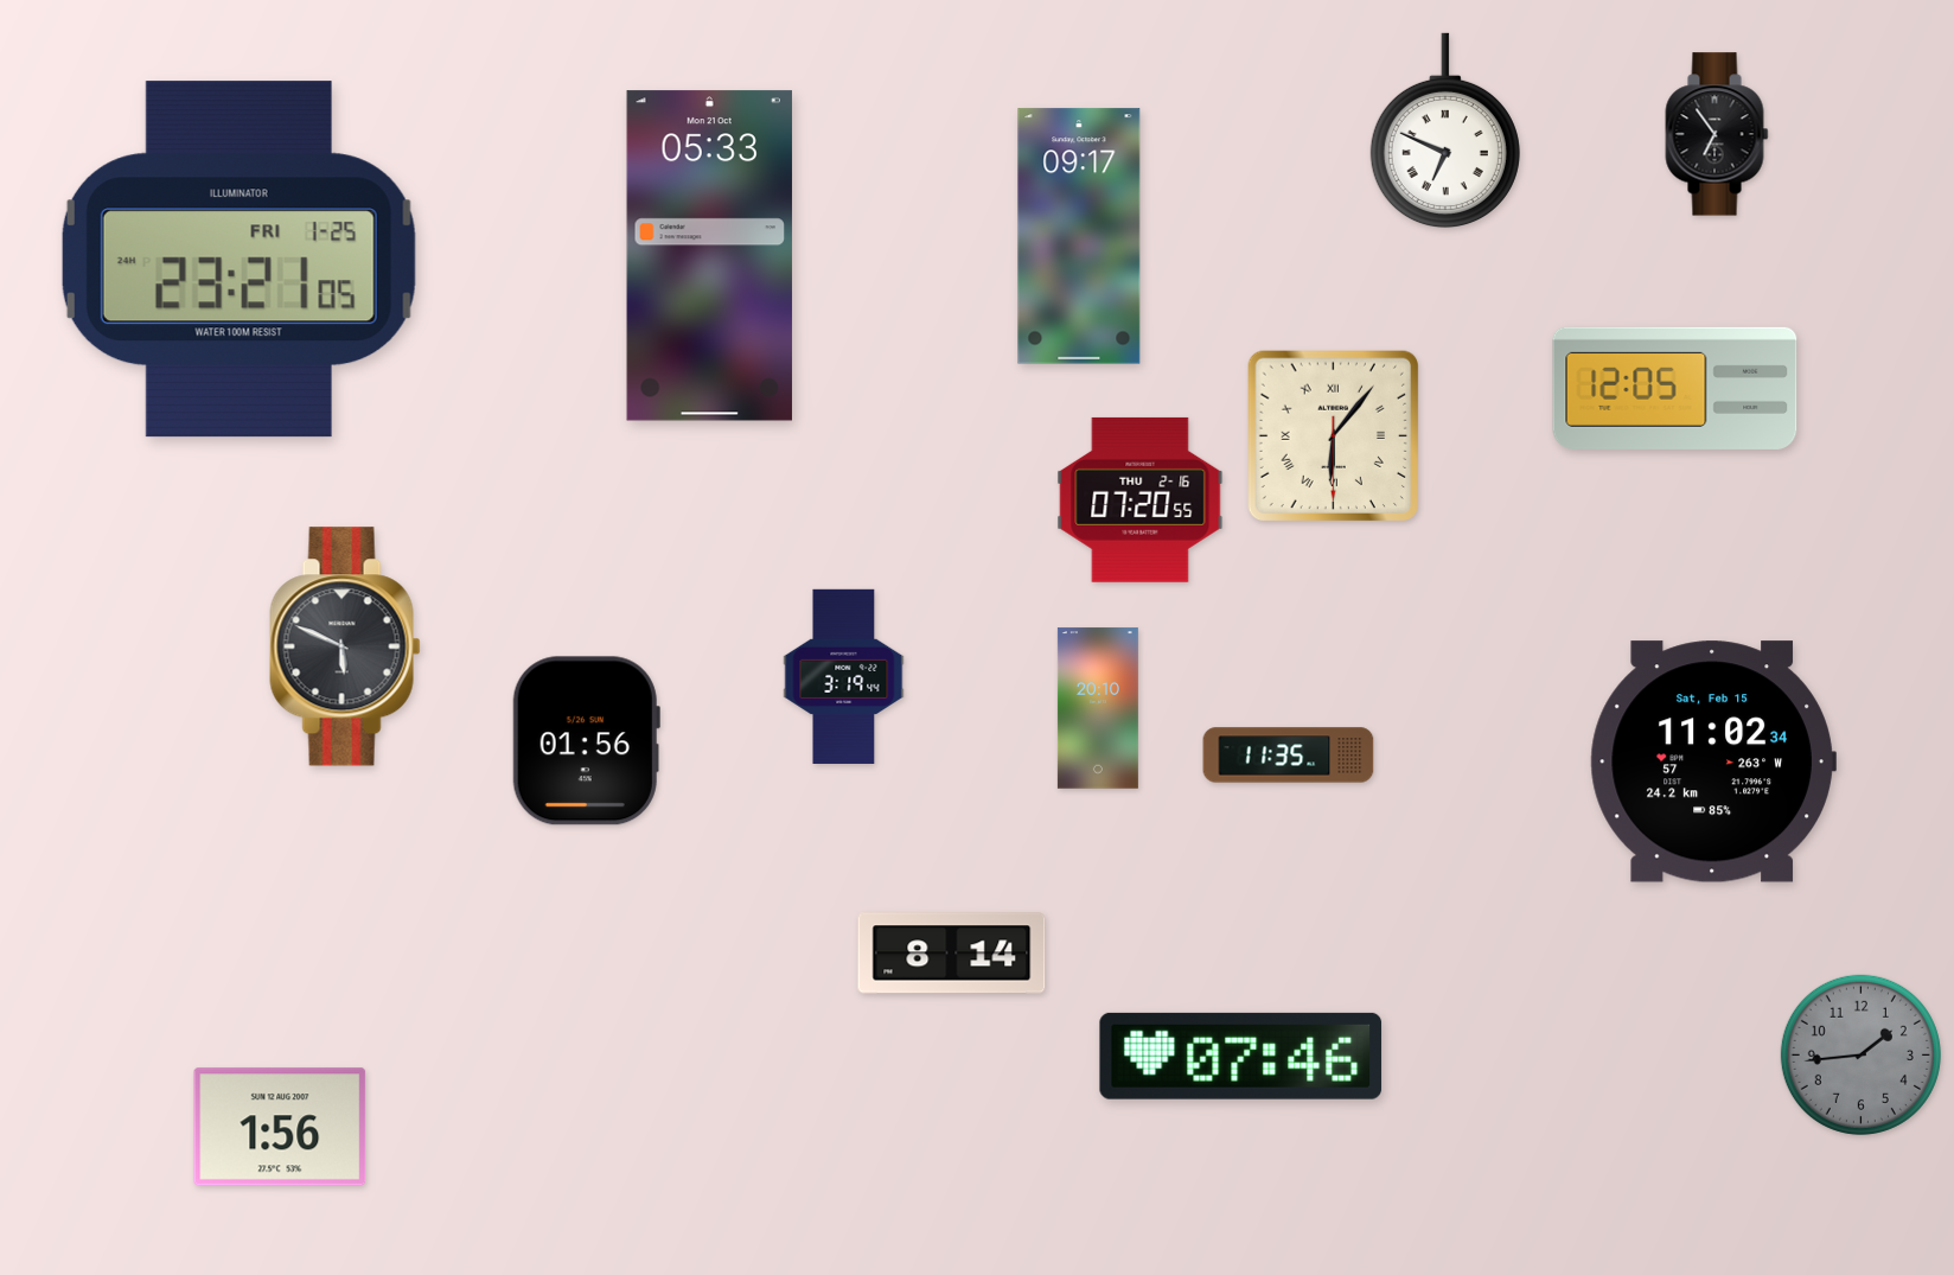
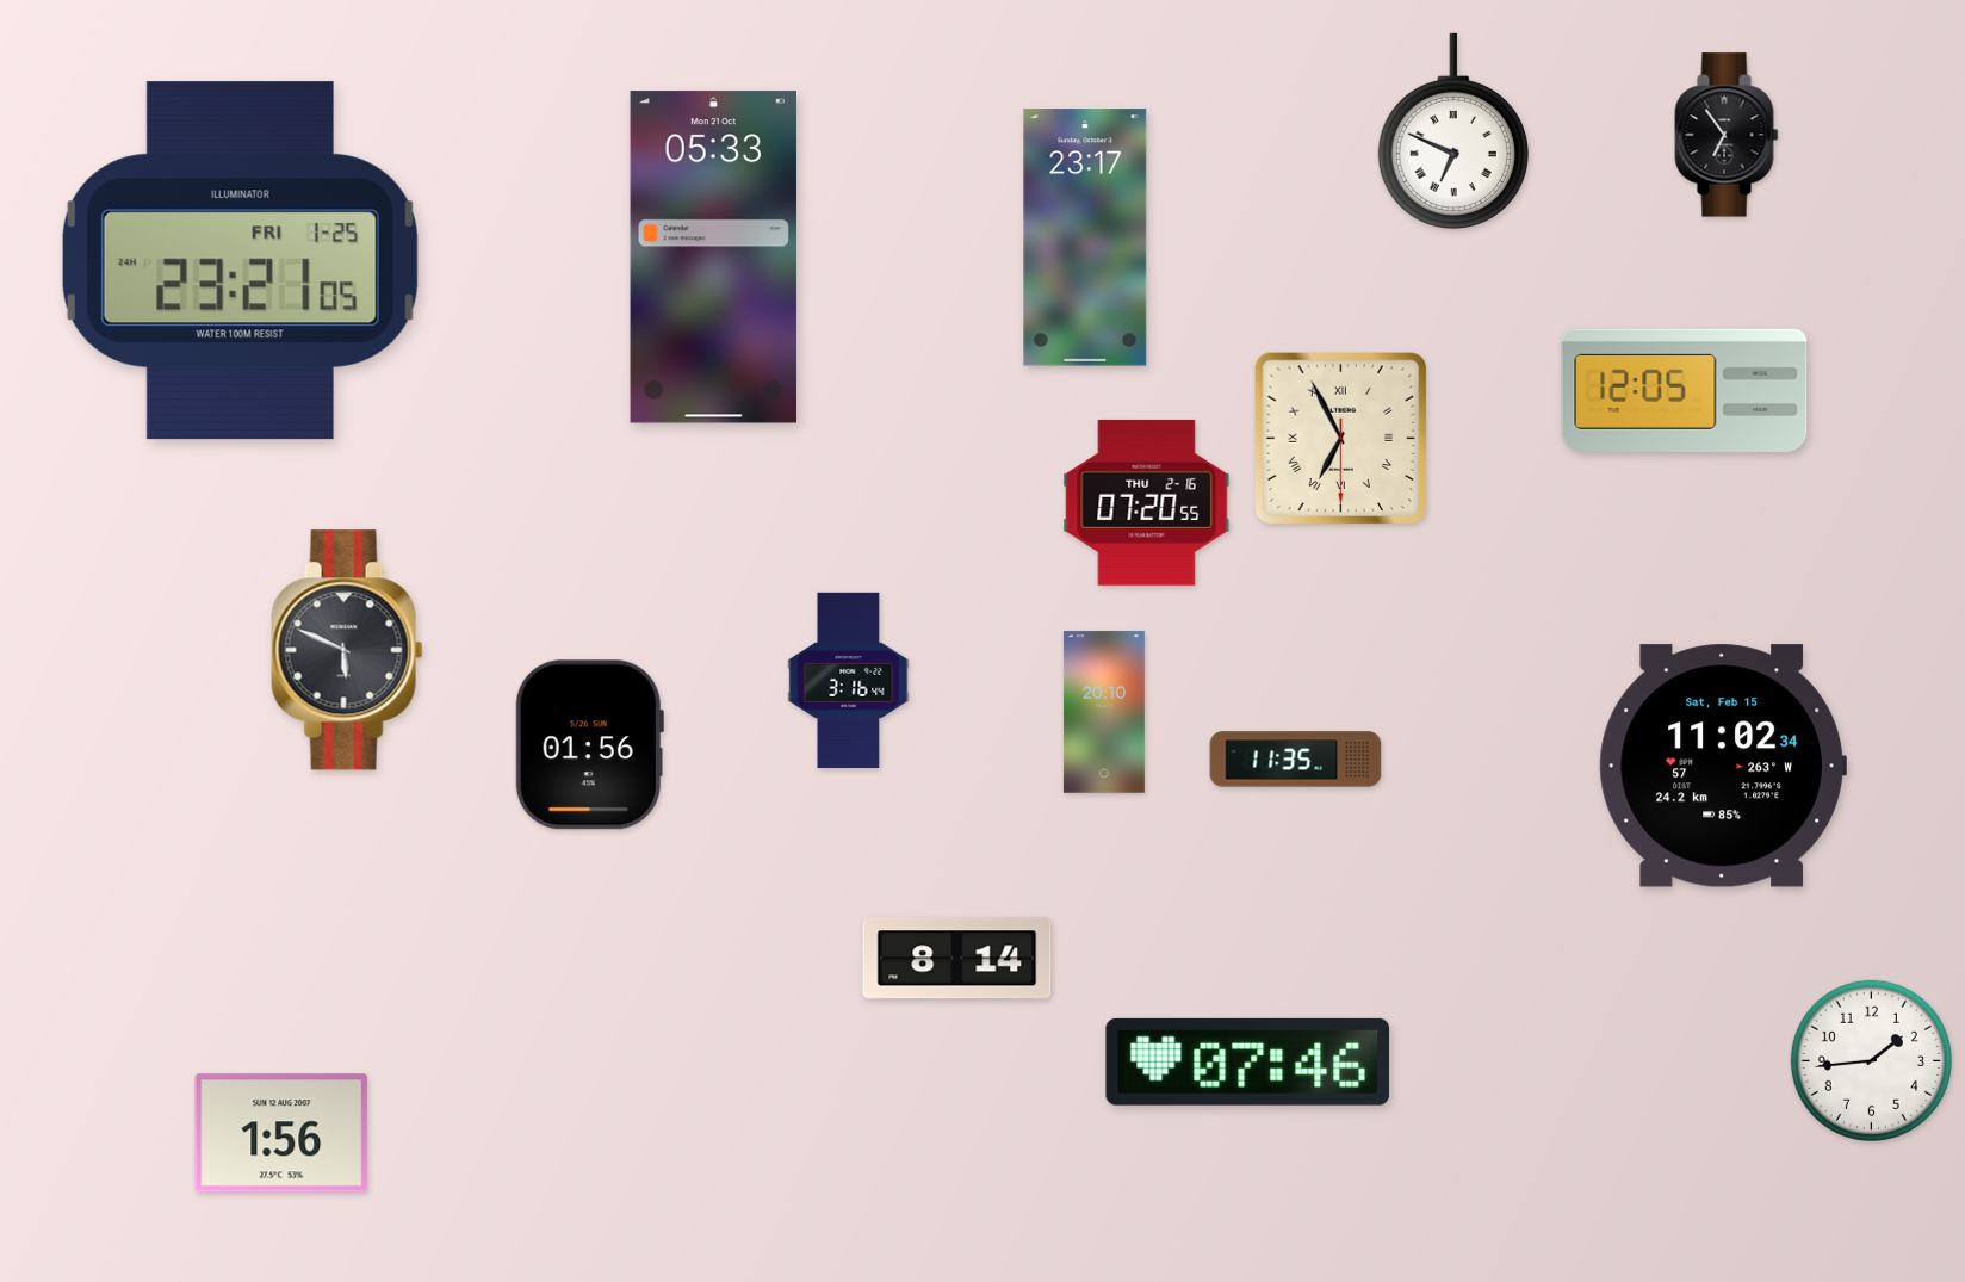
clock at (1079, 236): 09:17 -> 23:17
clock at (1333, 435): 6:06 -> 6:55
clock at (844, 676): 3:19 -> 3:16
clock at (1860, 1054) dial: grey -> white
